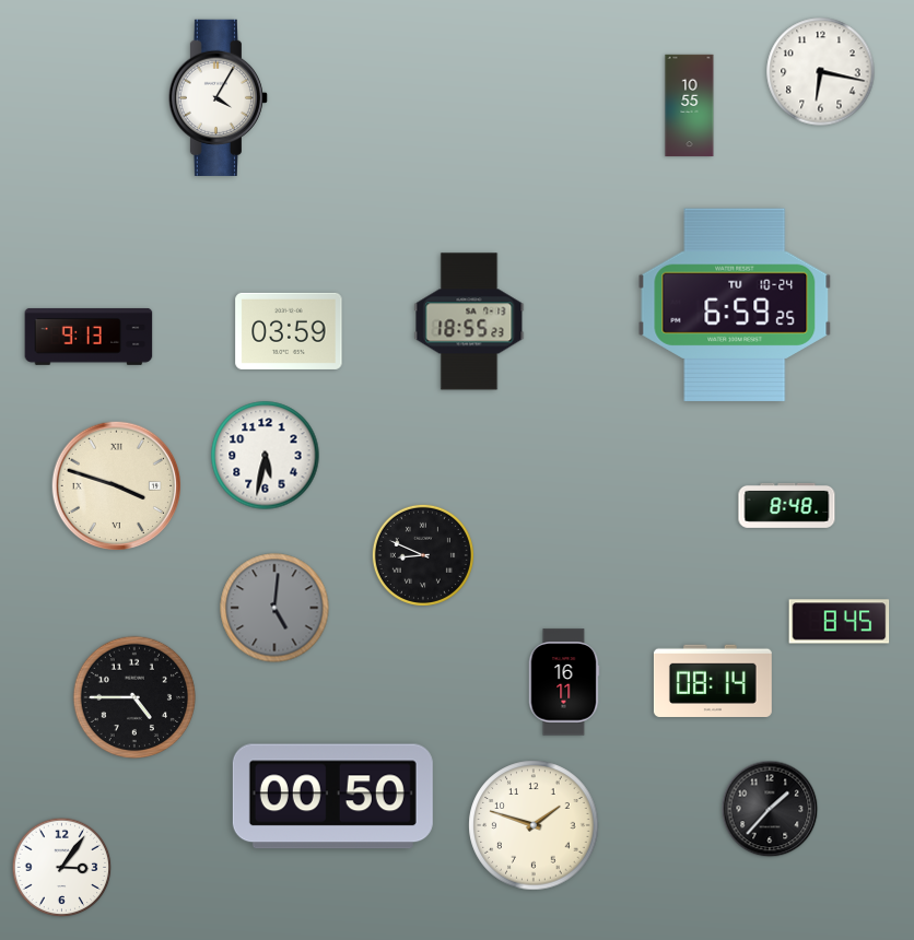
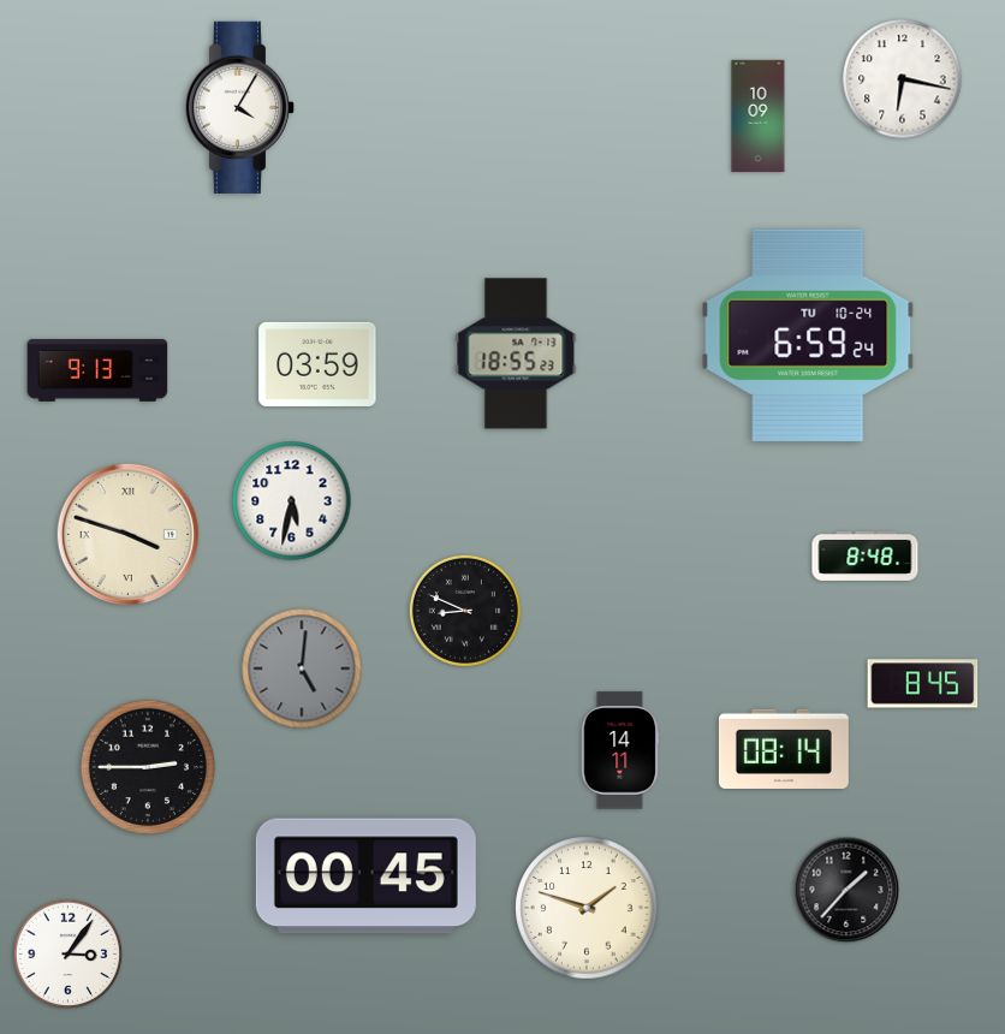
clock at (690, 106): 10:55 -> 10:09
clock at (735, 305): 6:59:25 -> 6:59:24
clock at (564, 682): 16:11 -> 14:11
clock at (133, 696): 4:45 -> 2:45
clock at (332, 797): 00:50 -> 00:45
